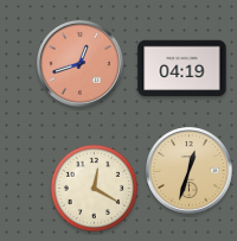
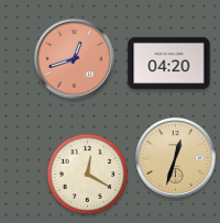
clock at (182, 69): 04:19 -> 04:20
